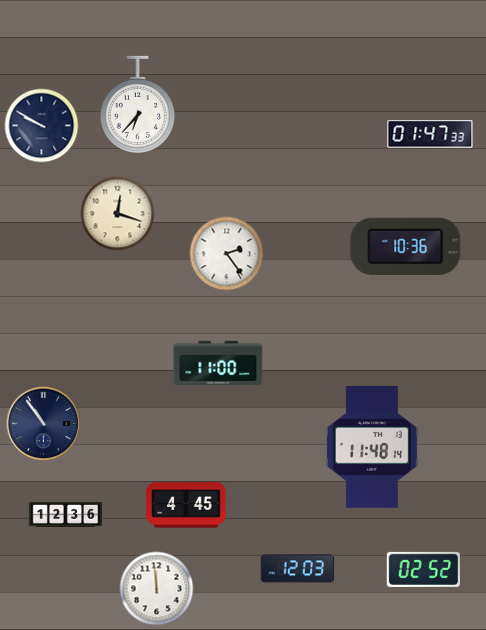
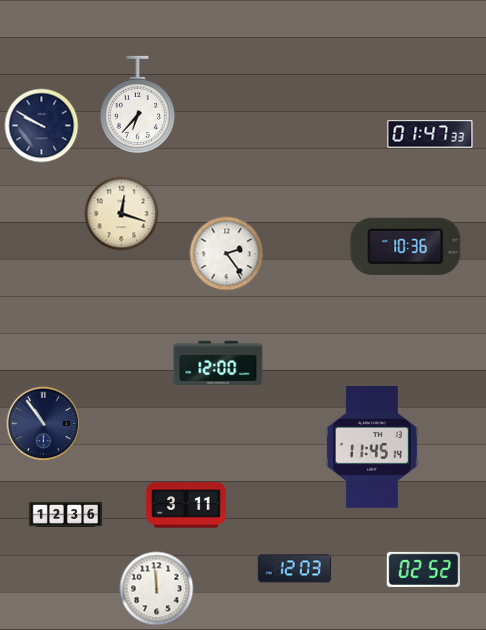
clock at (118, 214) position: (118, 214) -> (122, 214)
clock at (218, 362): 11:00 -> 12:00
clock at (372, 448): 11:48 -> 11:45
clock at (186, 505): 4:45 -> 3:11
clock at (297, 569) position: (297, 569) -> (294, 569)
